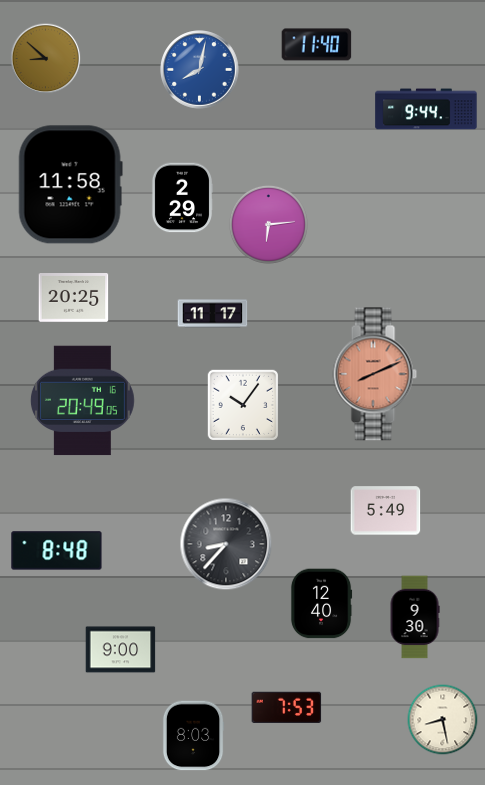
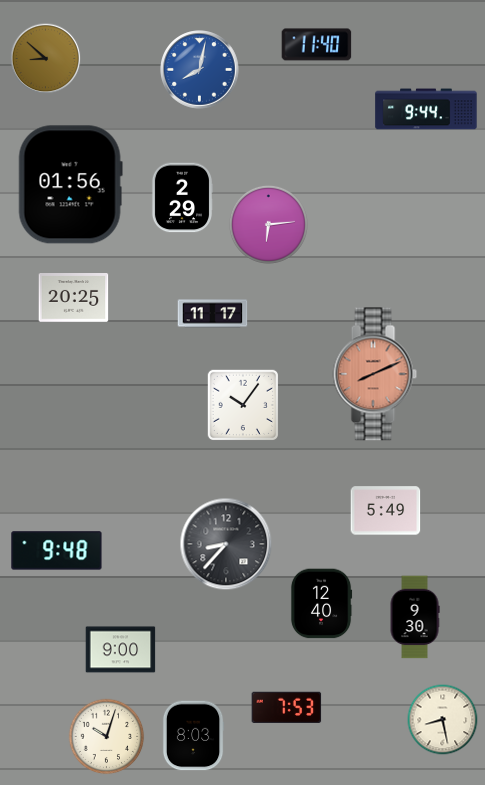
clock at (70, 185): 11:58 -> 01:56
clock at (82, 401): 20:49 -> none
clock at (57, 551): 8:48 -> 9:48
clock at (107, 737): none -> 10:03
